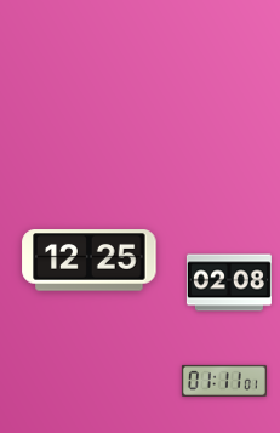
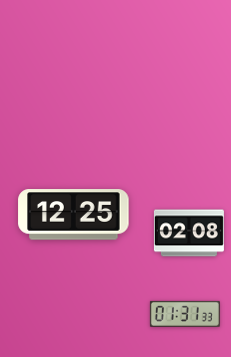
clock at (224, 381): 01:11 -> 01:31
